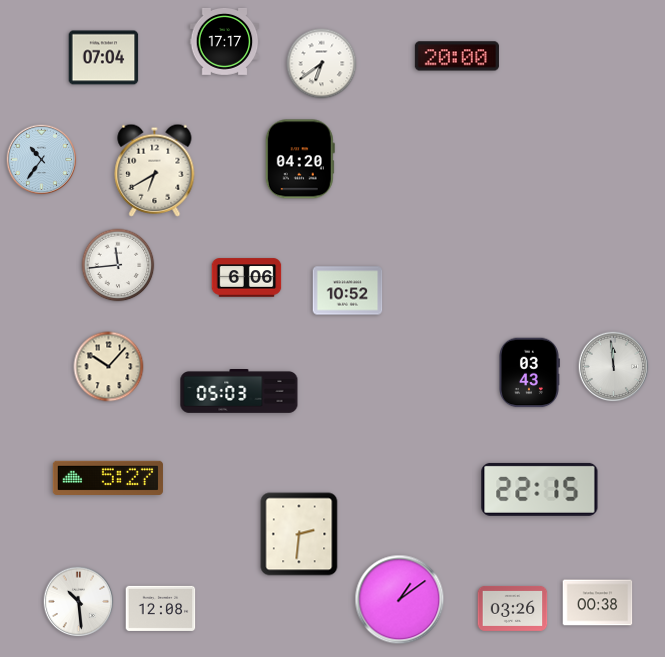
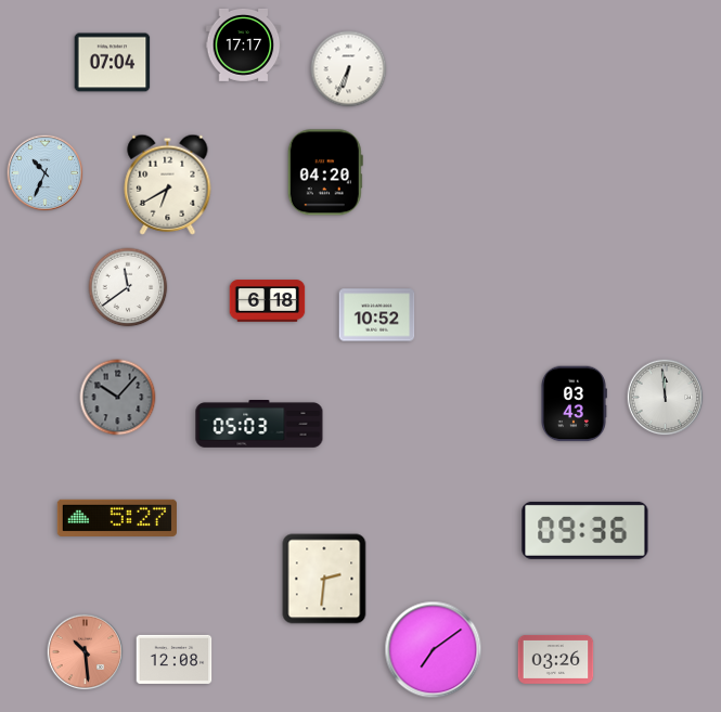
clock at (457, 56): 20:00 -> none
clock at (322, 64): 6:39 -> 6:34
clock at (42, 160): 10:36 -> 10:34
clock at (118, 265): 11:44 -> 11:39
clock at (247, 278): 6:06 -> 6:18
clock at (109, 367) dial: cream -> grey
clock at (540, 489): 22:15 -> 09:36
clock at (400, 600): 1:09 -> 7:09
clock at (79, 602) dial: white -> salmon
clock at (598, 603): 00:38 -> none
